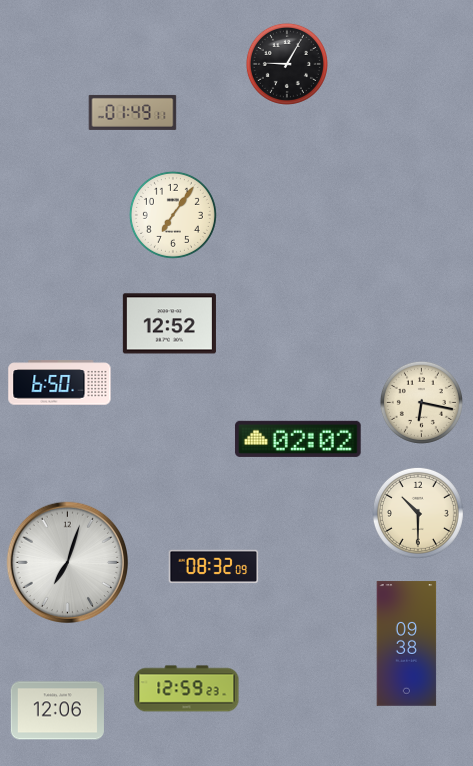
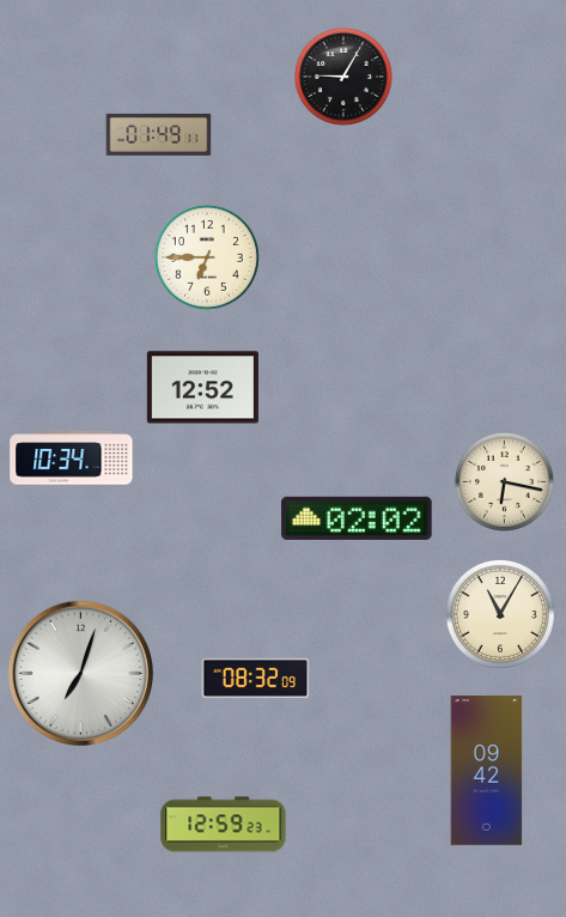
clock at (173, 215): 7:06 -> 6:45
clock at (60, 383): 6:50 -> 10:34
clock at (298, 439) position: (298, 439) -> (357, 518)
clock at (418, 513): 10:30 -> 11:05
clock at (407, 644): 09:38 -> 09:42
clock at (57, 711): 12:06 -> none
